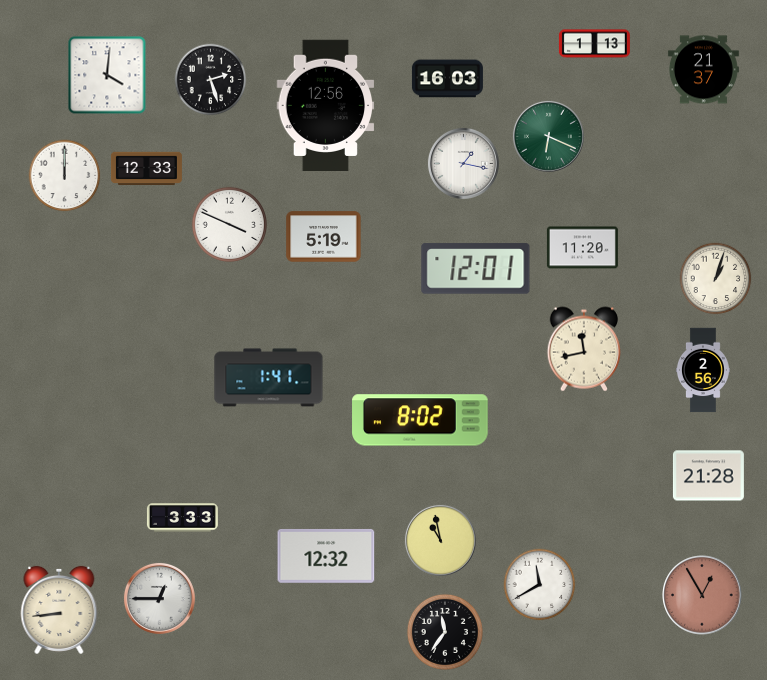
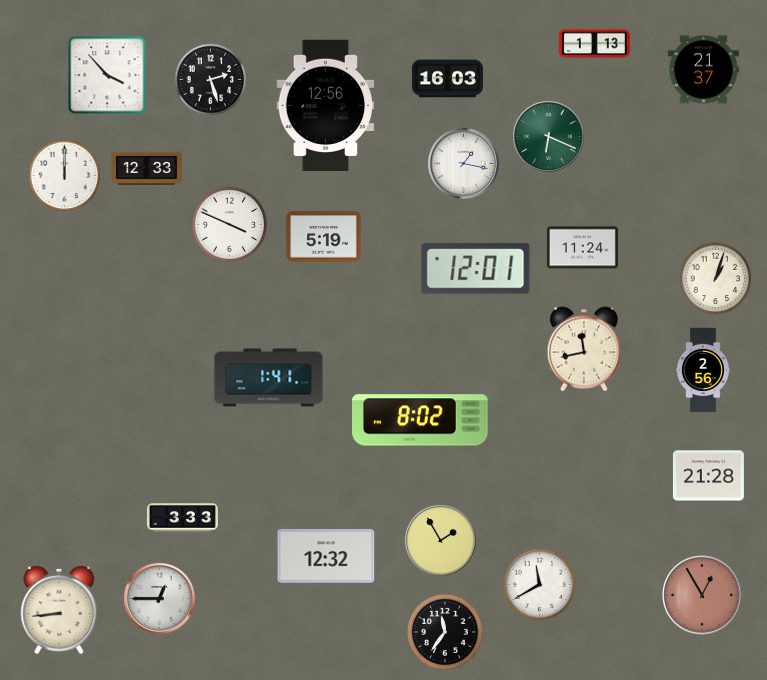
clock at (107, 75): 4:01 -> 3:53
clock at (582, 248): 11:20 -> 11:24
clock at (440, 540): 10:58 -> 1:55
